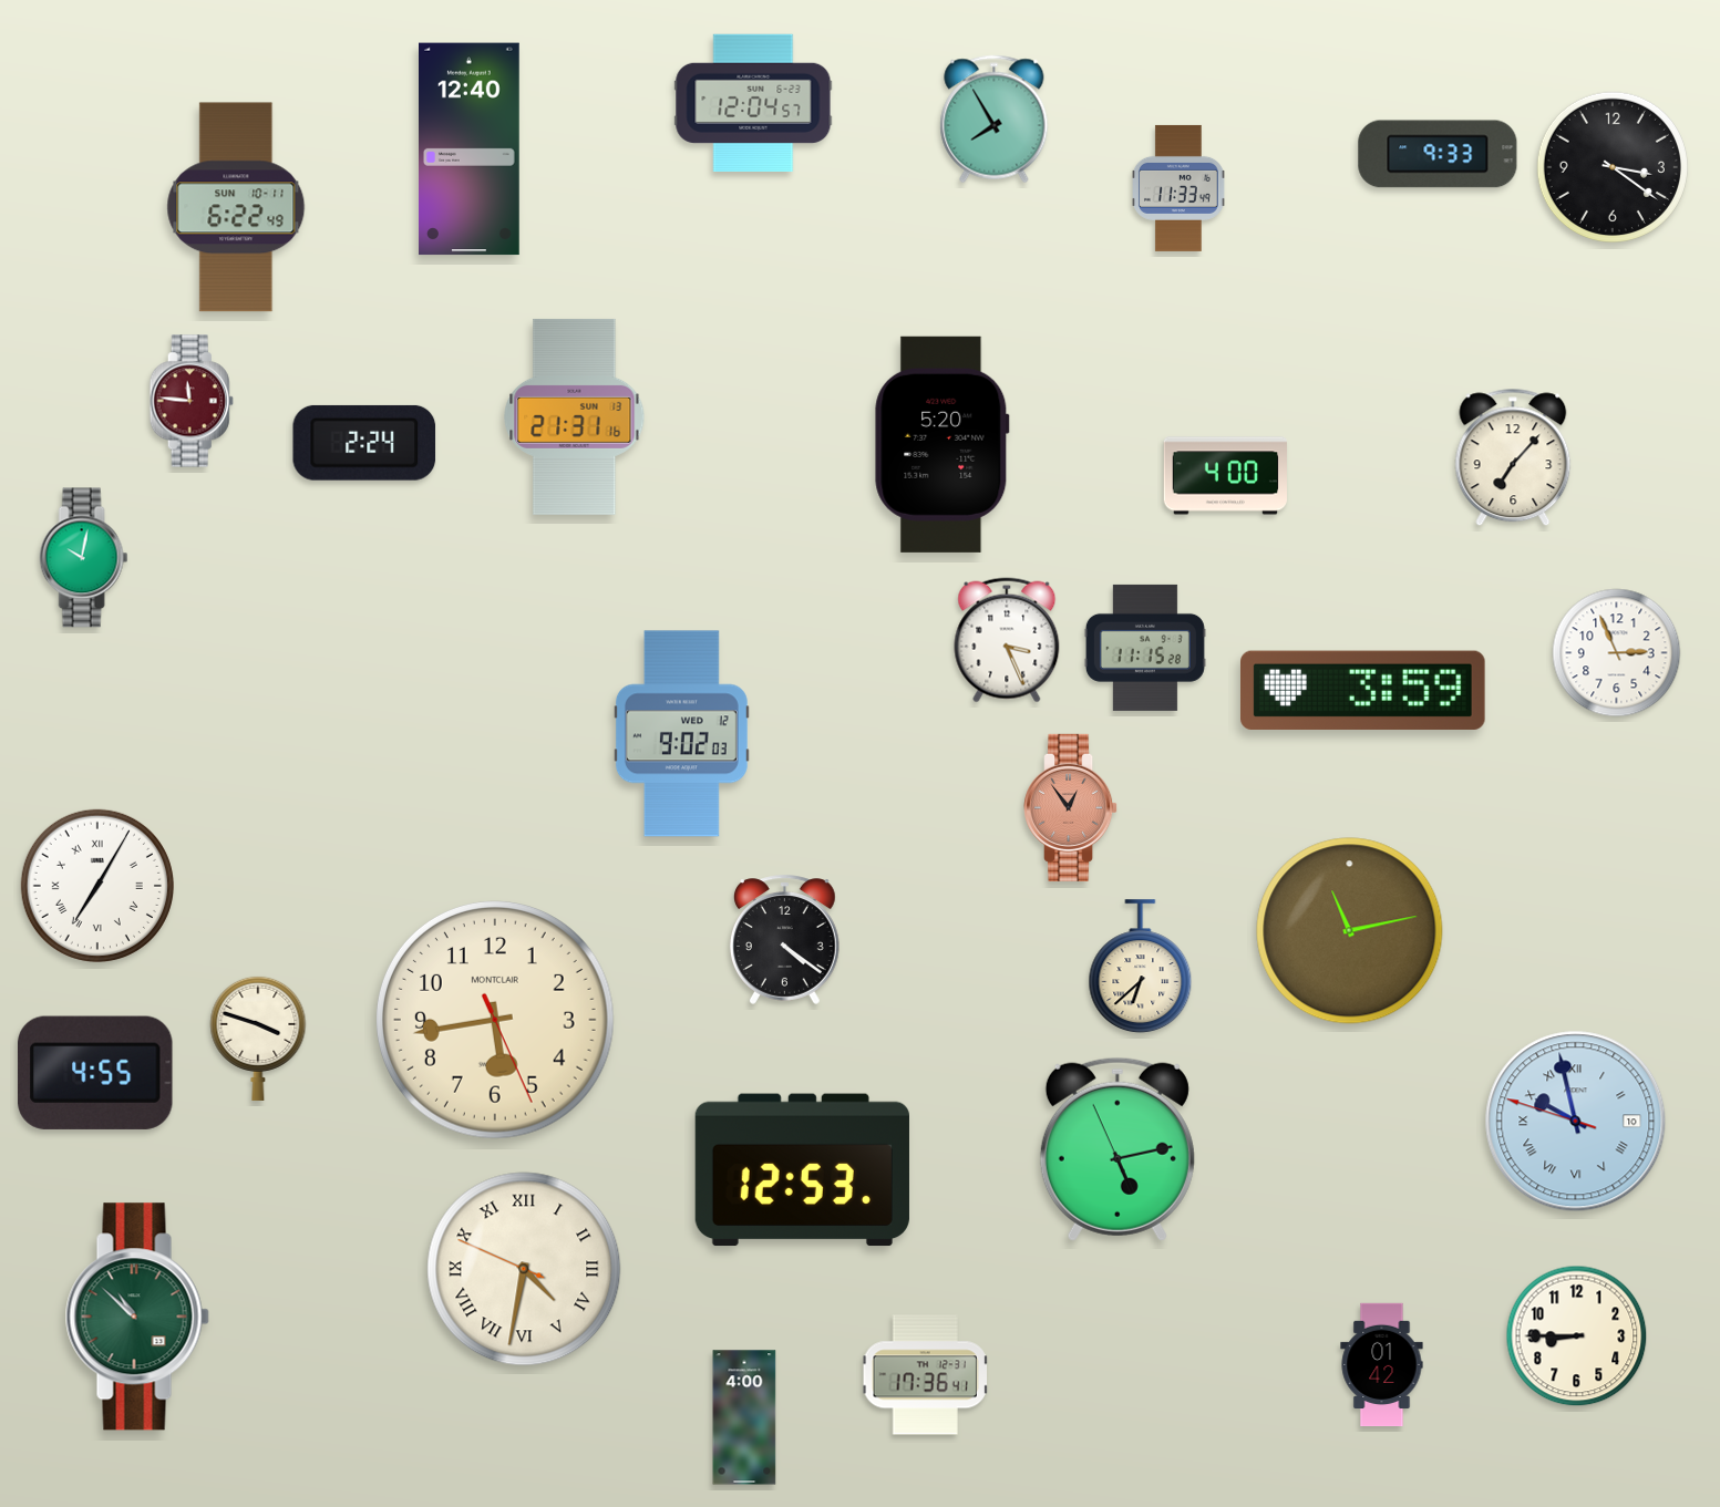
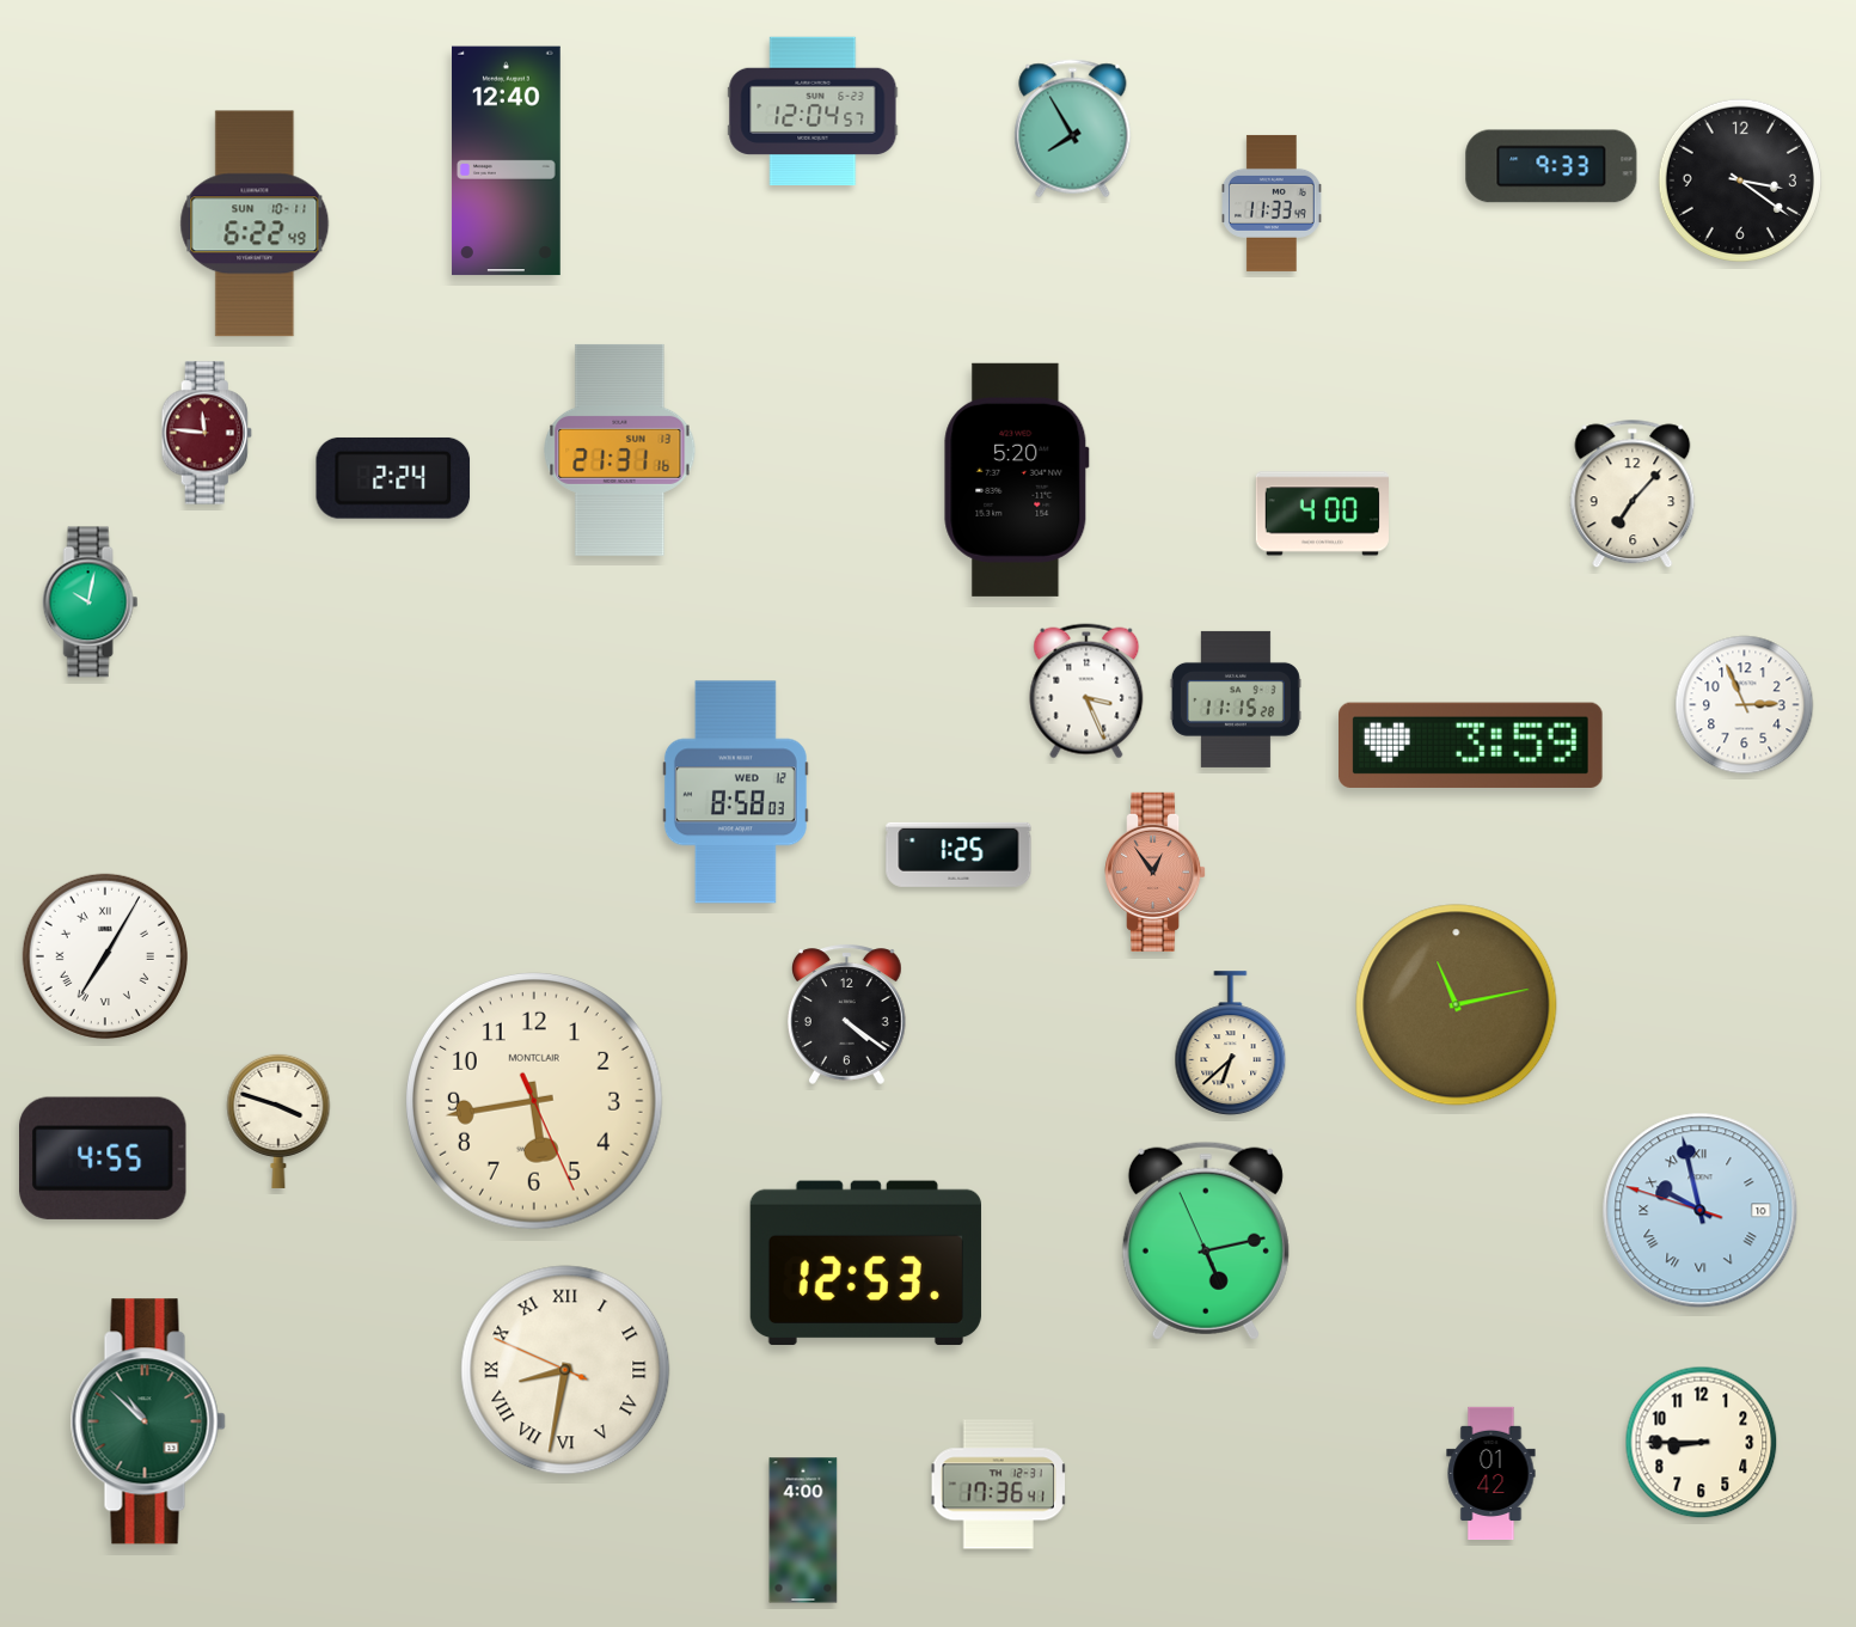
clock at (681, 734): 9:02 -> 8:58
clock at (958, 855): none -> 1:25
clock at (524, 1269): 4:31 -> 8:31
